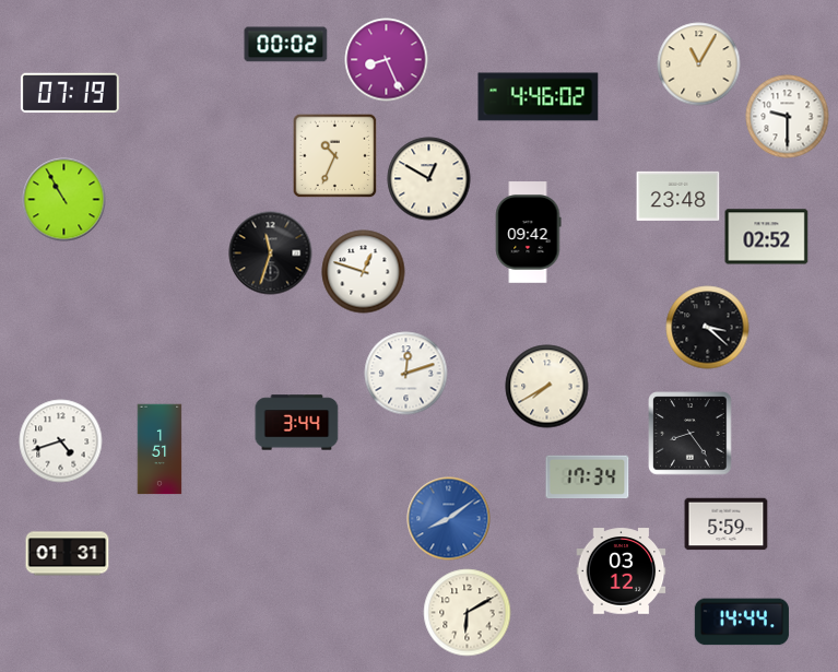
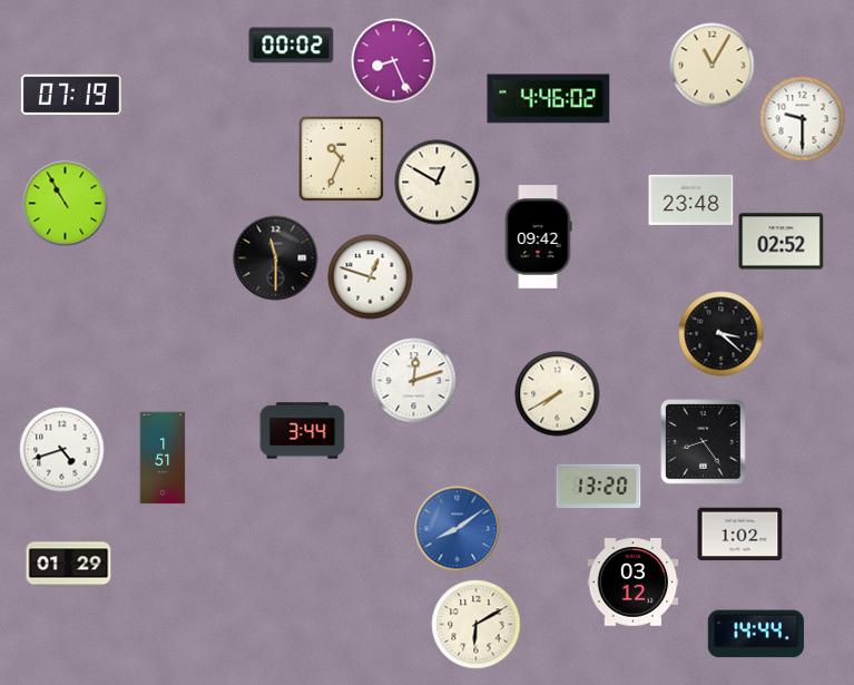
clock at (271, 254): 11:33 -> 11:30
clock at (588, 478): 17:34 -> 13:20
clock at (727, 524): 5:59 -> 1:02
clock at (68, 554): 01:31 -> 01:29
